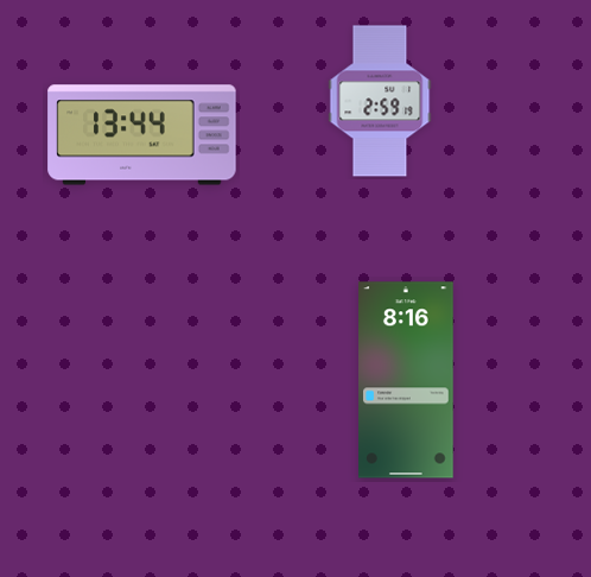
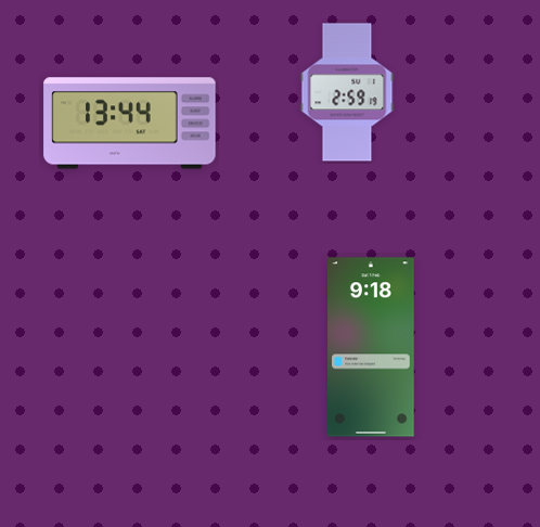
clock at (406, 380): 8:16 -> 9:18
